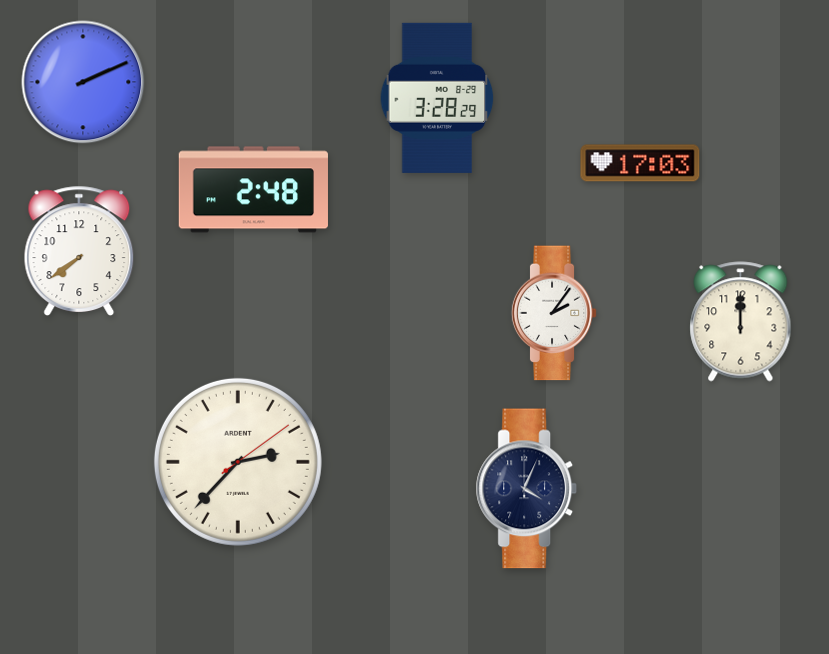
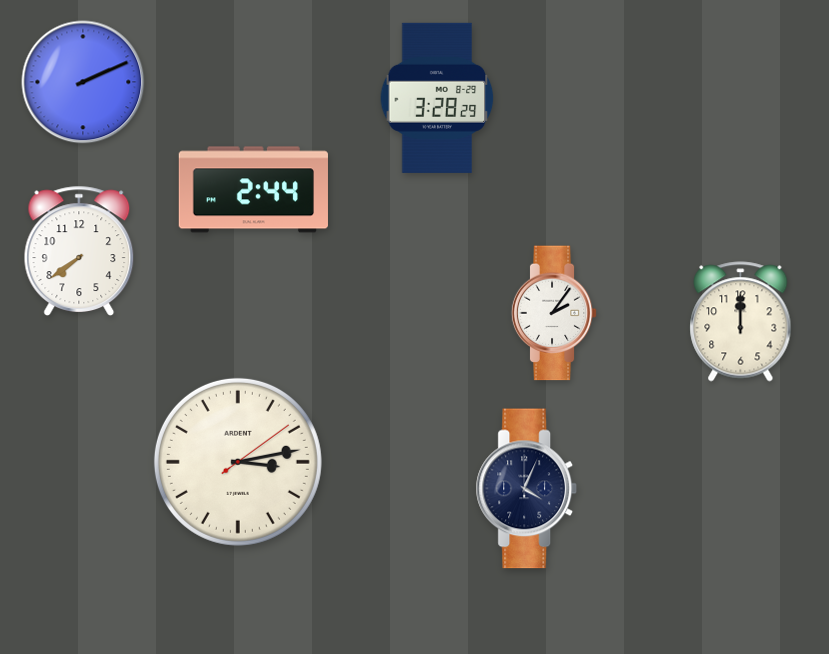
clock at (640, 163): 17:03 -> none
clock at (253, 190): 2:48 -> 2:44
clock at (238, 462): 2:37 -> 3:13
